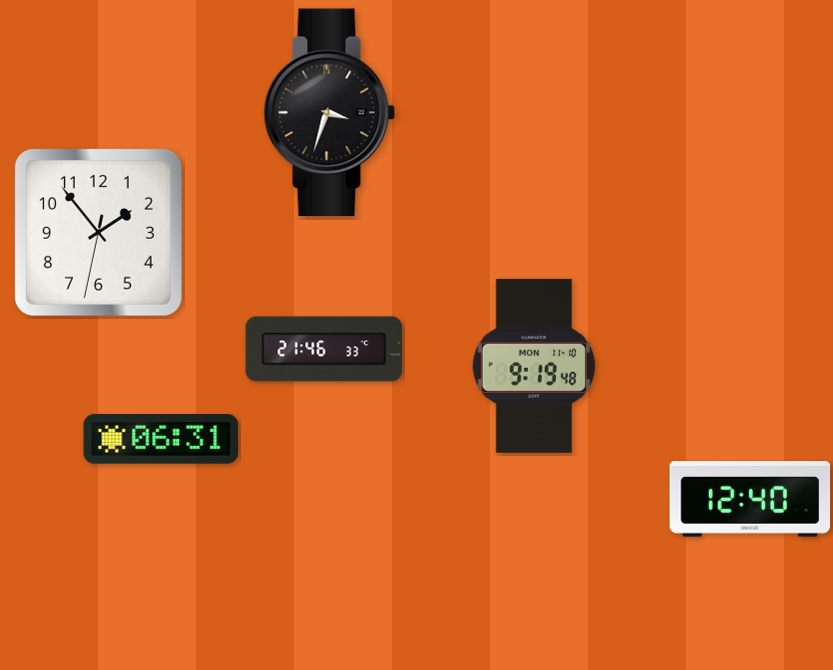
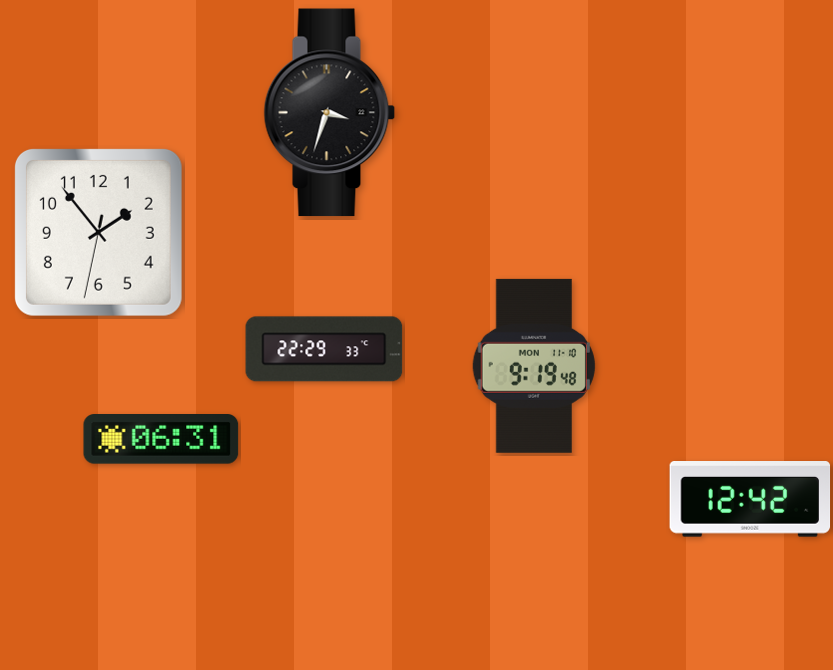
clock at (324, 349): 21:46 -> 22:29
clock at (750, 500): 12:40 -> 12:42
